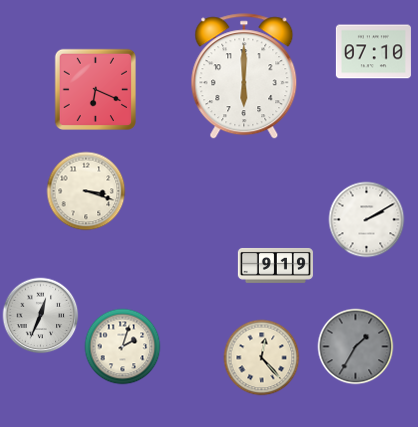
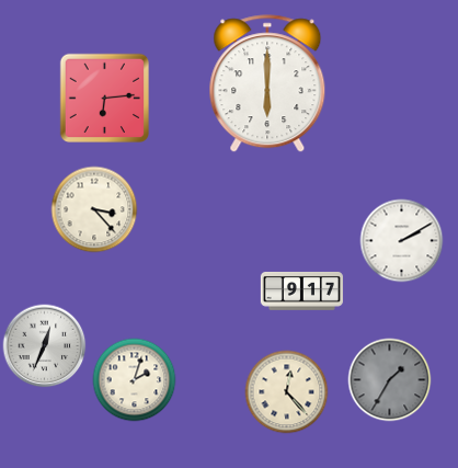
clock at (373, 52): 07:10 -> none
clock at (95, 89): 6:19 -> 6:14
clock at (86, 191): 3:18 -> 3:23
clock at (275, 265): 9:19 -> 9:17
